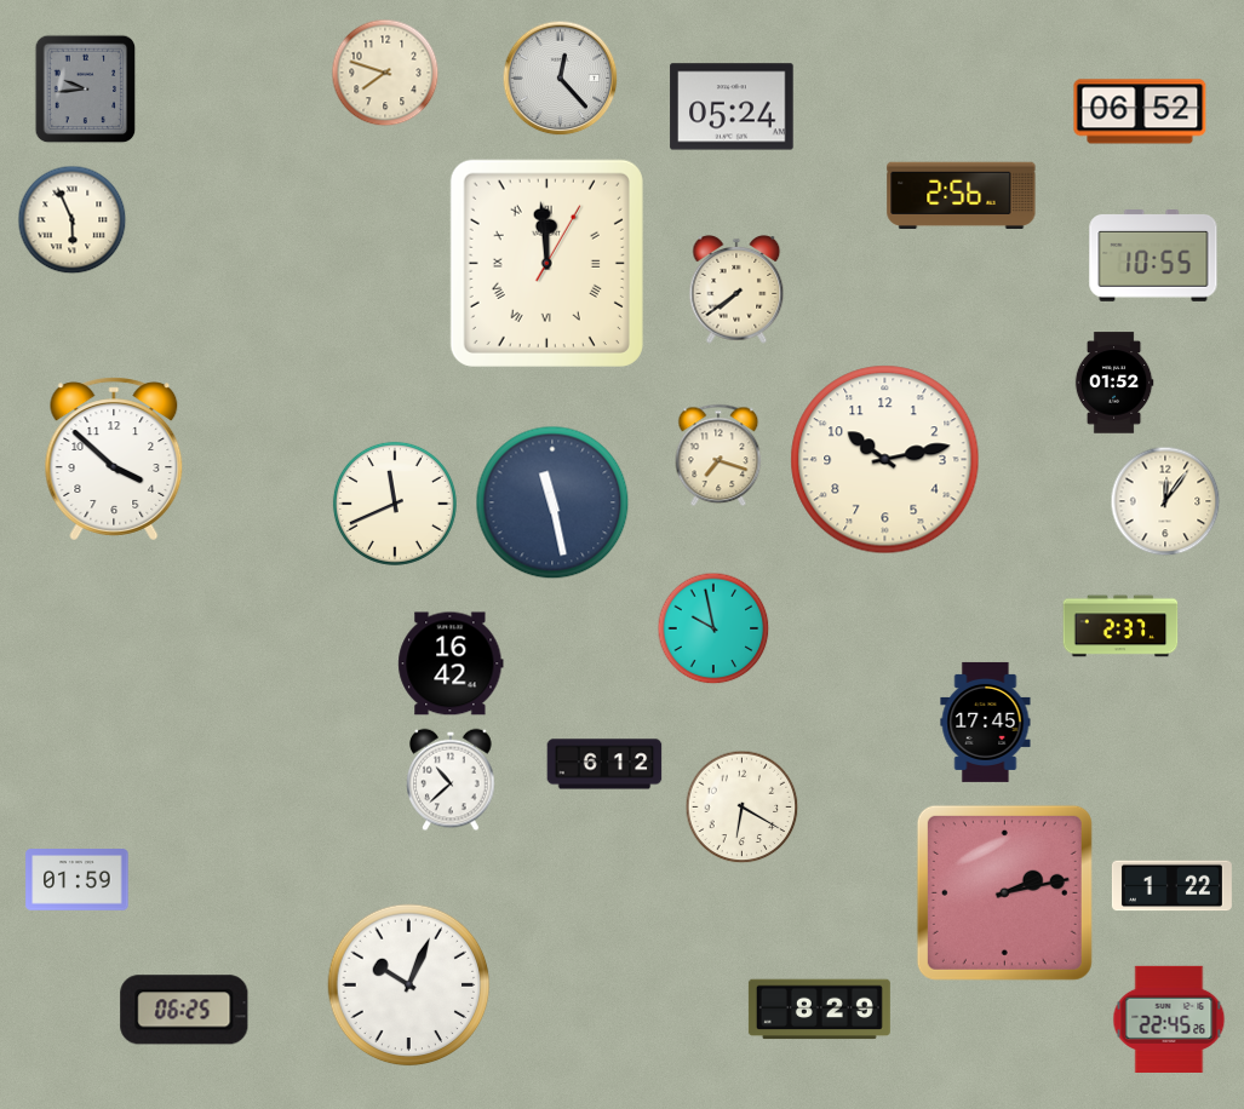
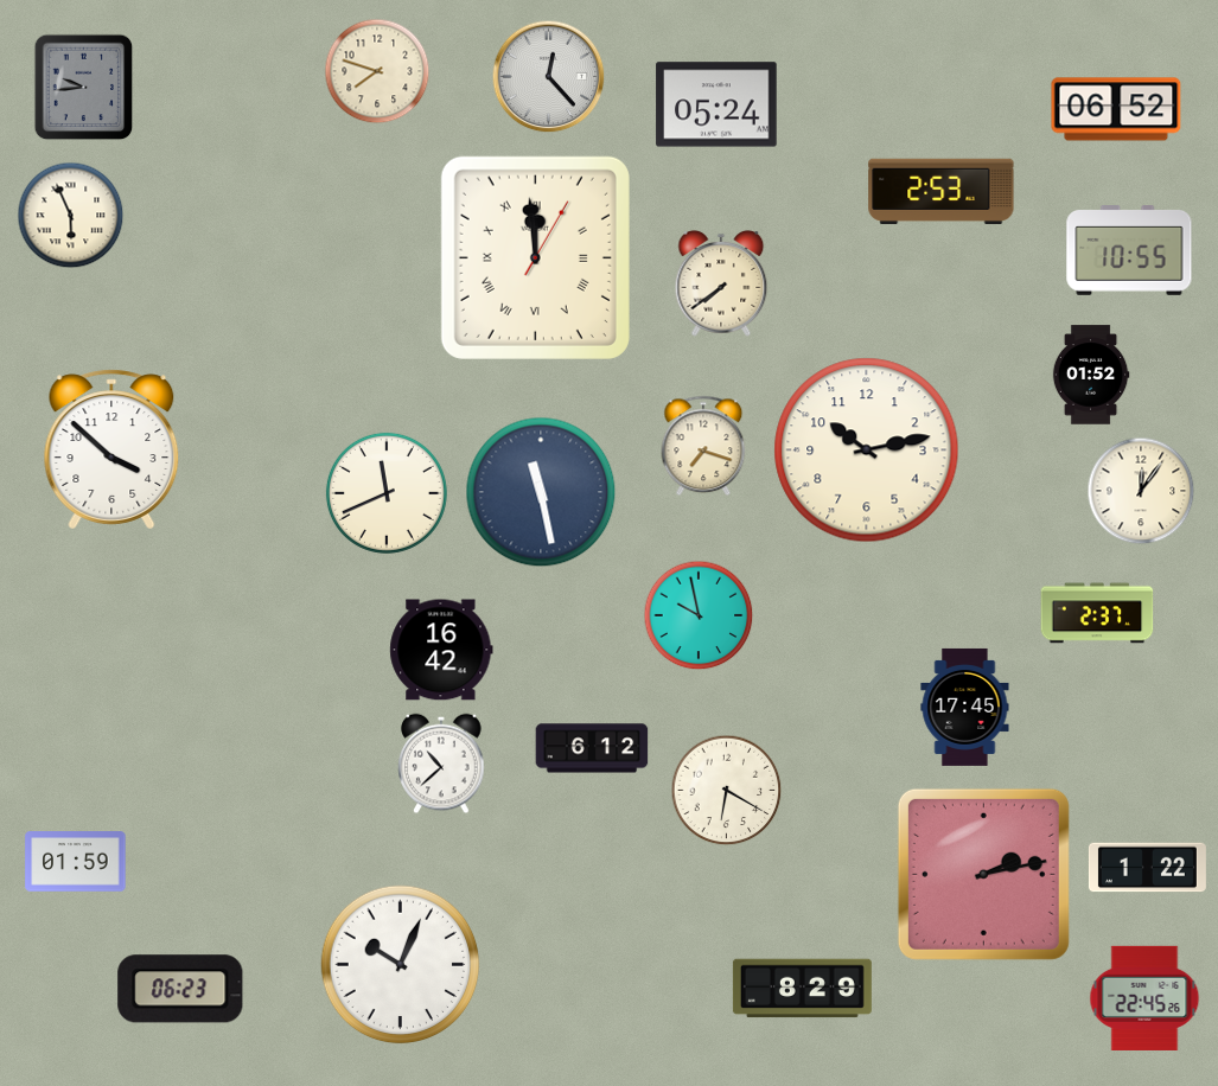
clock at (962, 195): 2:56 -> 2:53
clock at (184, 1010): 06:25 -> 06:23
